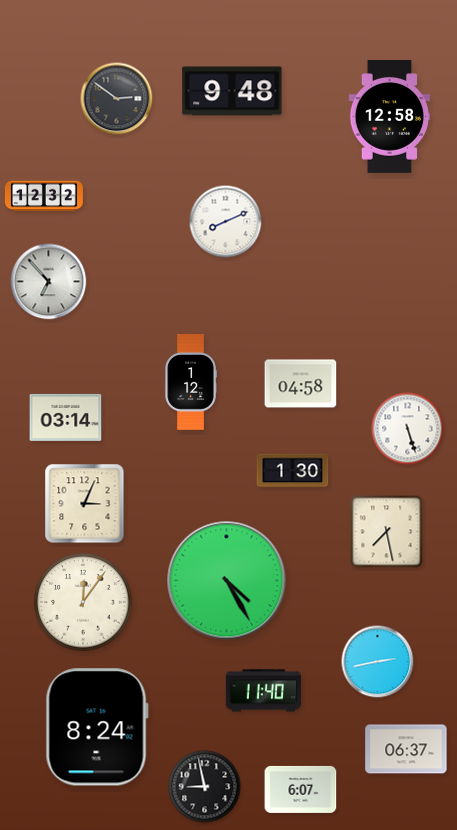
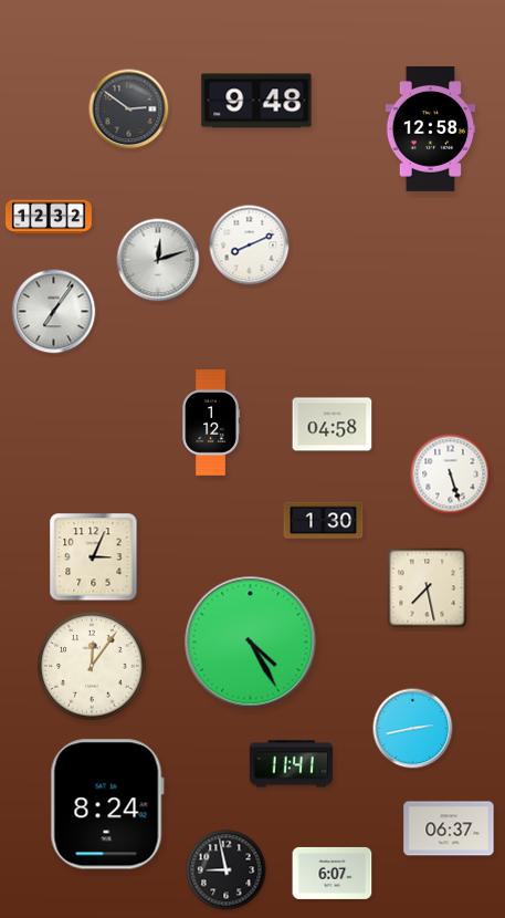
clock at (158, 260): none -> 12:12
clock at (49, 282): 6:53 -> 7:06
clock at (66, 417): 03:14 -> none
clock at (378, 662) position: (378, 662) -> (413, 729)
clock at (263, 691): 11:40 -> 11:41
